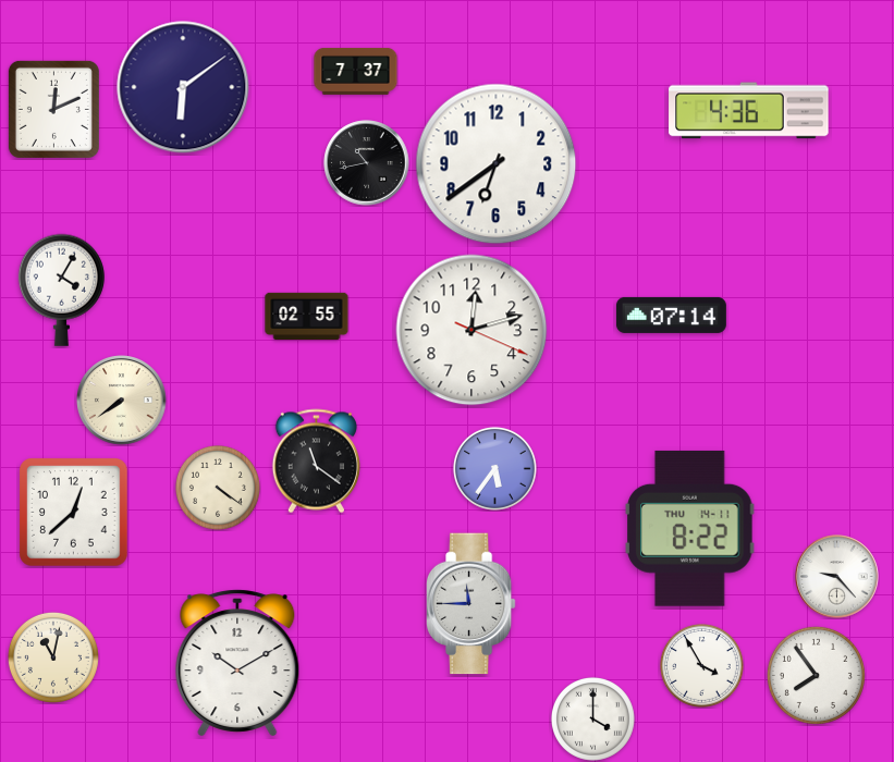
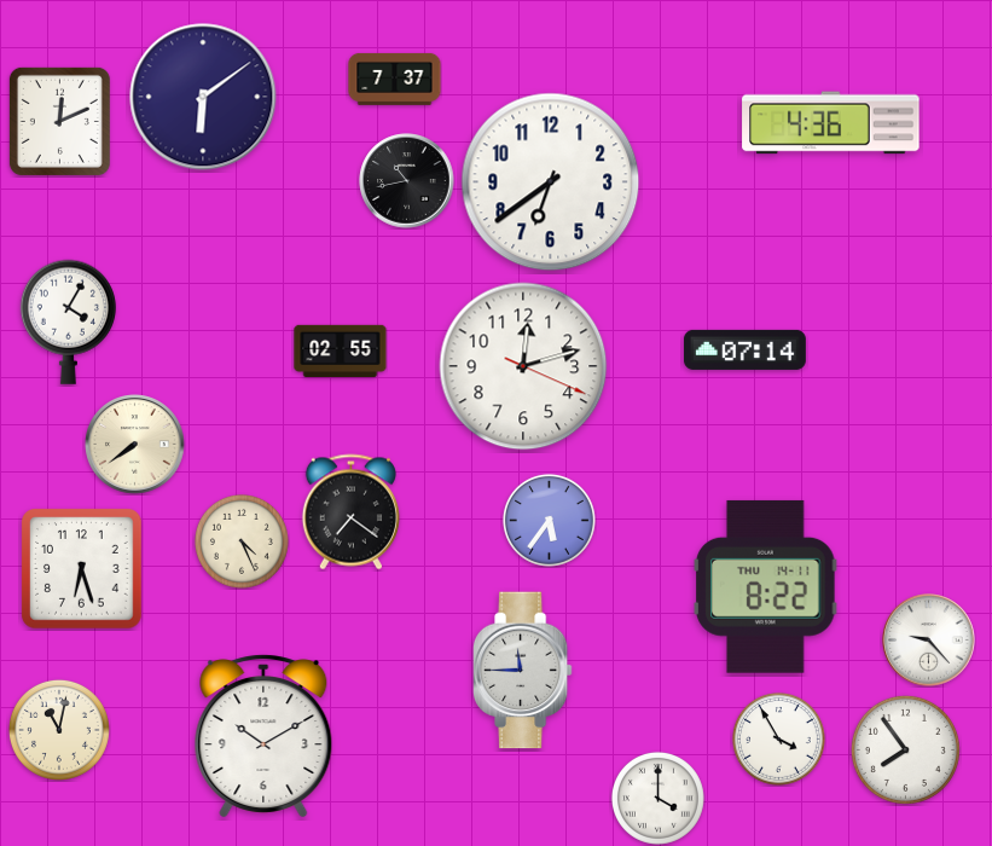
clock at (316, 462): 11:21 -> 7:21
clock at (218, 488): 4:21 -> 4:26
clock at (74, 513): 12:38 -> 6:27
